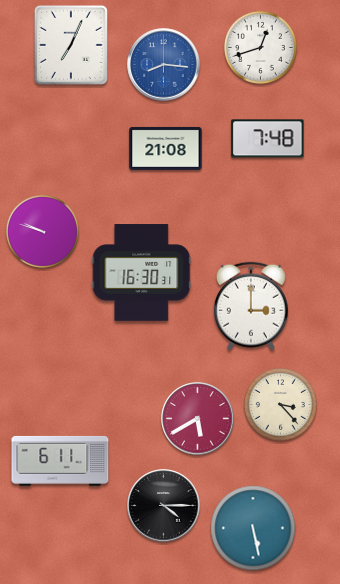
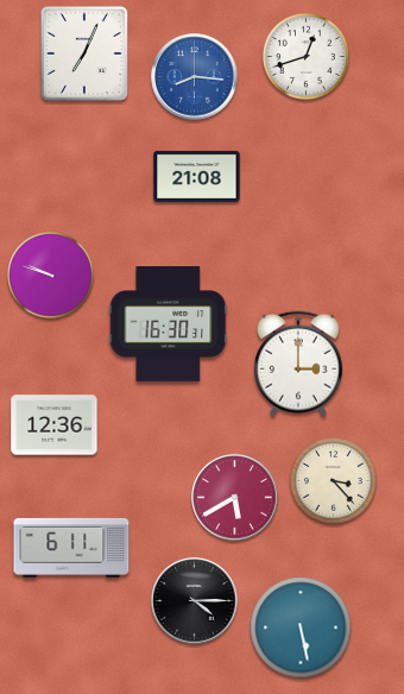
clock at (260, 47) position: (260, 47) -> (305, 56)
clock at (268, 139): 7:48 -> none
clock at (55, 425): none -> 12:36
